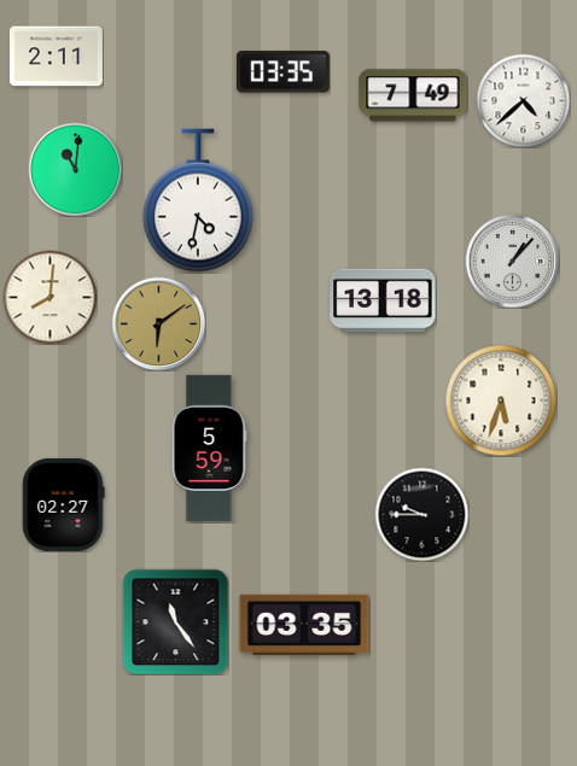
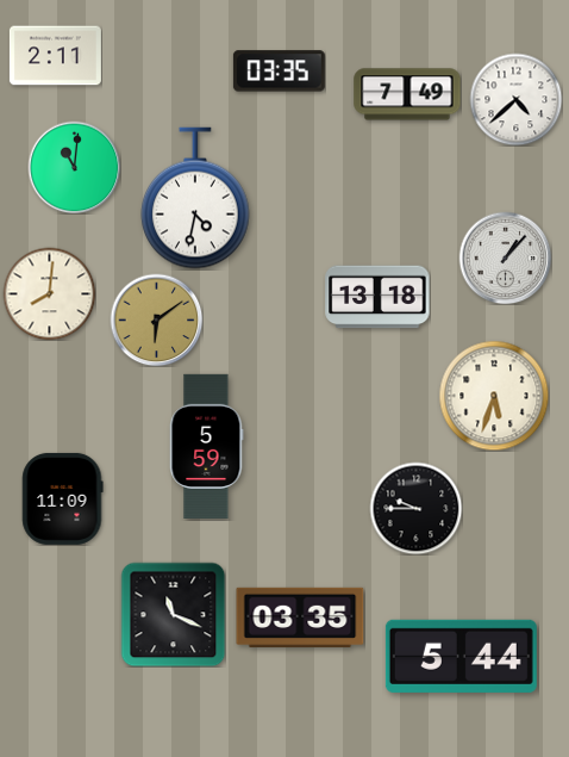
clock at (209, 448) position: (209, 448) -> (206, 446)
clock at (64, 504): 02:27 -> 11:09
clock at (175, 621): 11:24 -> 11:19
clock at (461, 656): none -> 5:44
